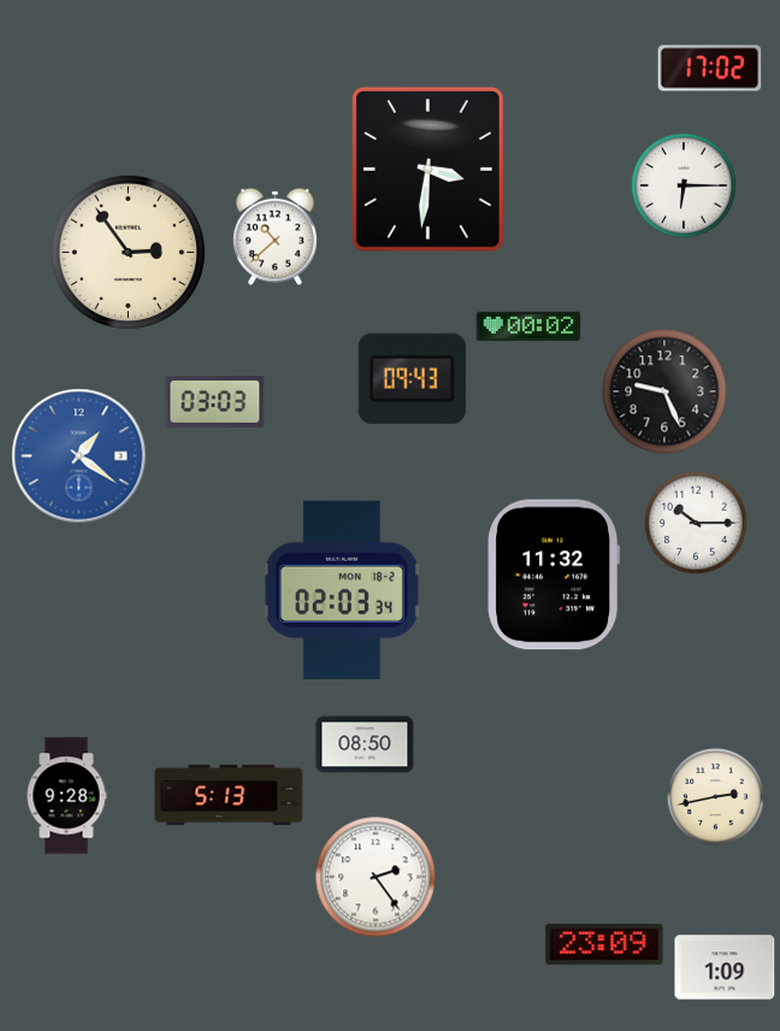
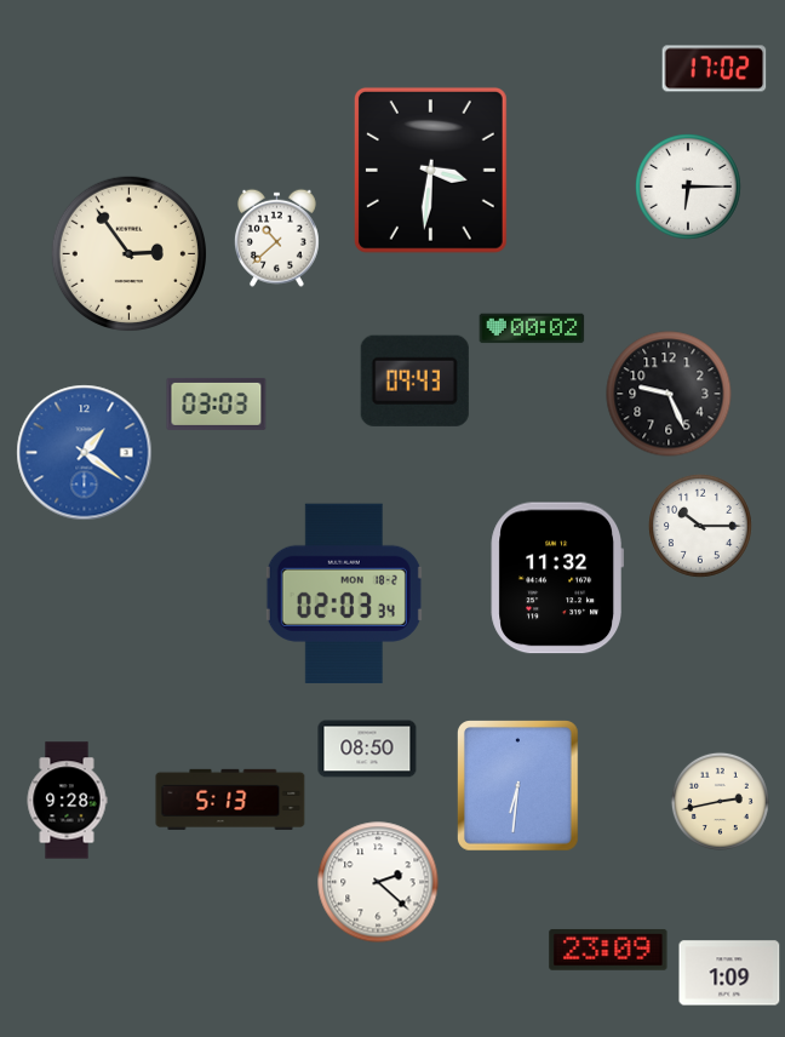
clock at (79, 456) position: (79, 456) -> (85, 453)
clock at (518, 786): none -> 6:31
clock at (376, 877): 2:24 -> 2:22
